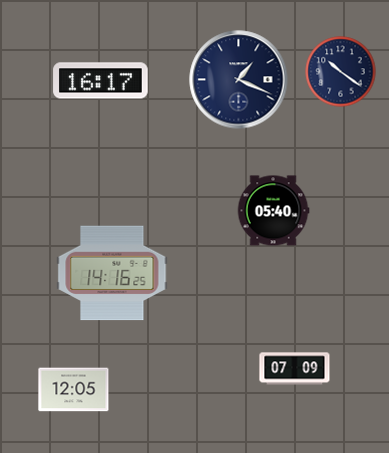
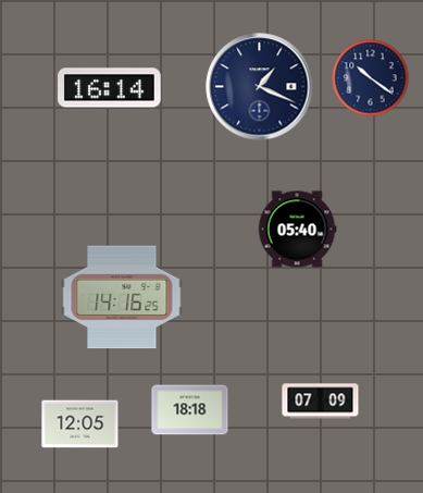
clock at (101, 81): 16:17 -> 16:14
clock at (190, 410): none -> 18:18
